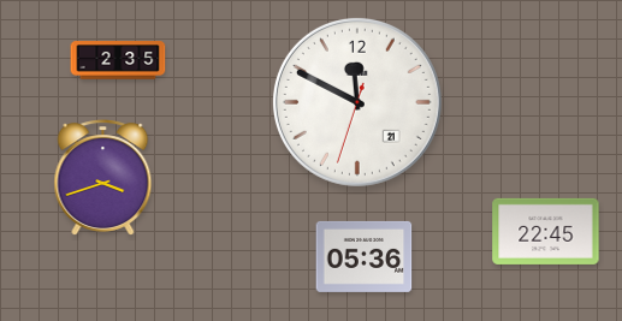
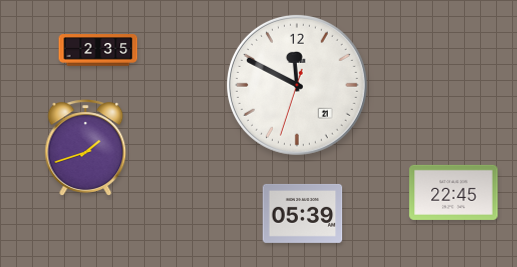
clock at (103, 178): 3:42 -> 1:42
clock at (365, 256): 05:36 -> 05:39
